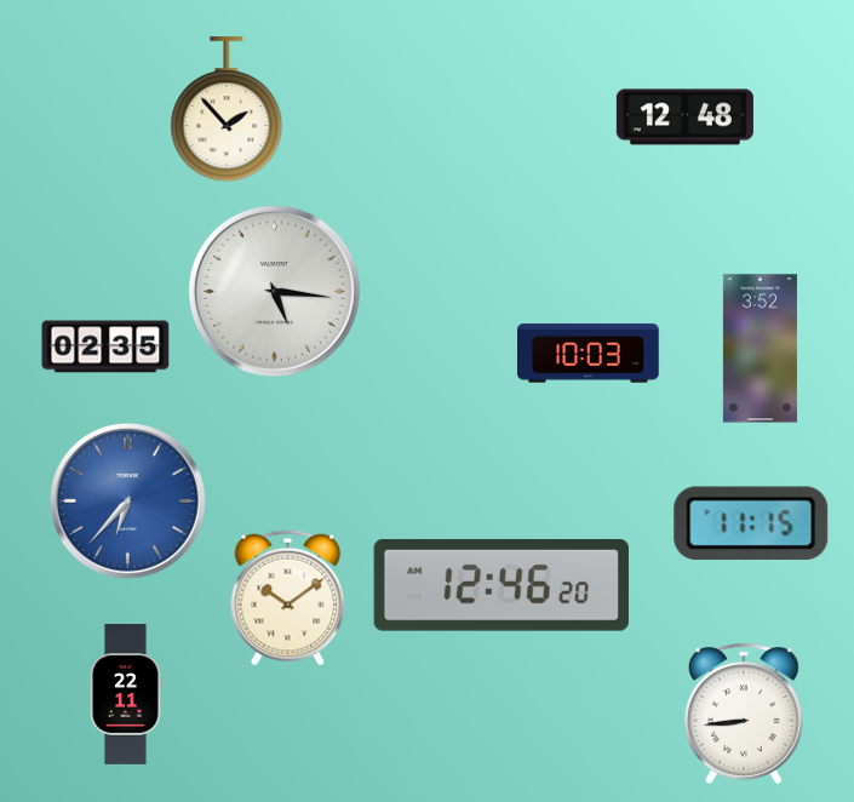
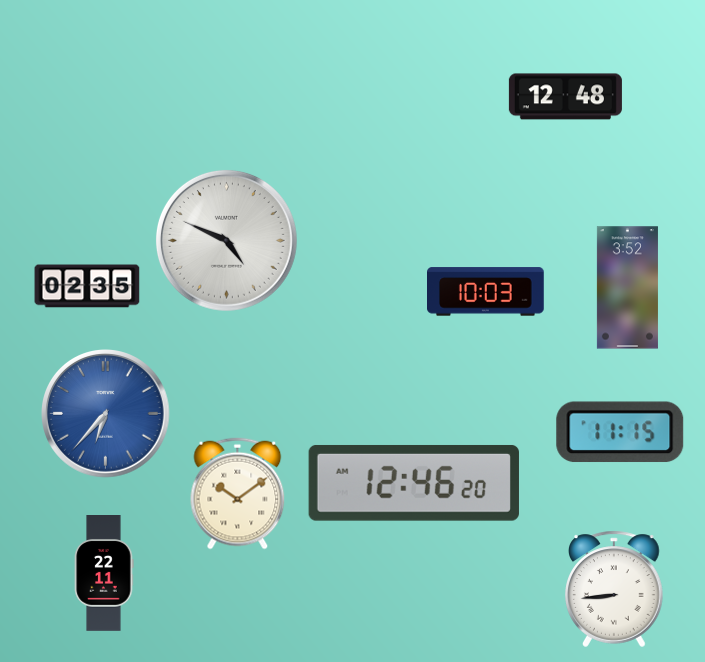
clock at (227, 110): 1:53 -> none
clock at (274, 291): 5:16 -> 4:49
